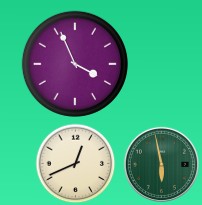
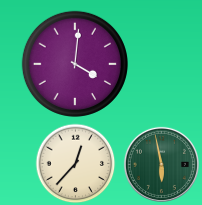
clock at (74, 63): 3:56 -> 4:01
clock at (76, 164): 12:41 -> 12:37
